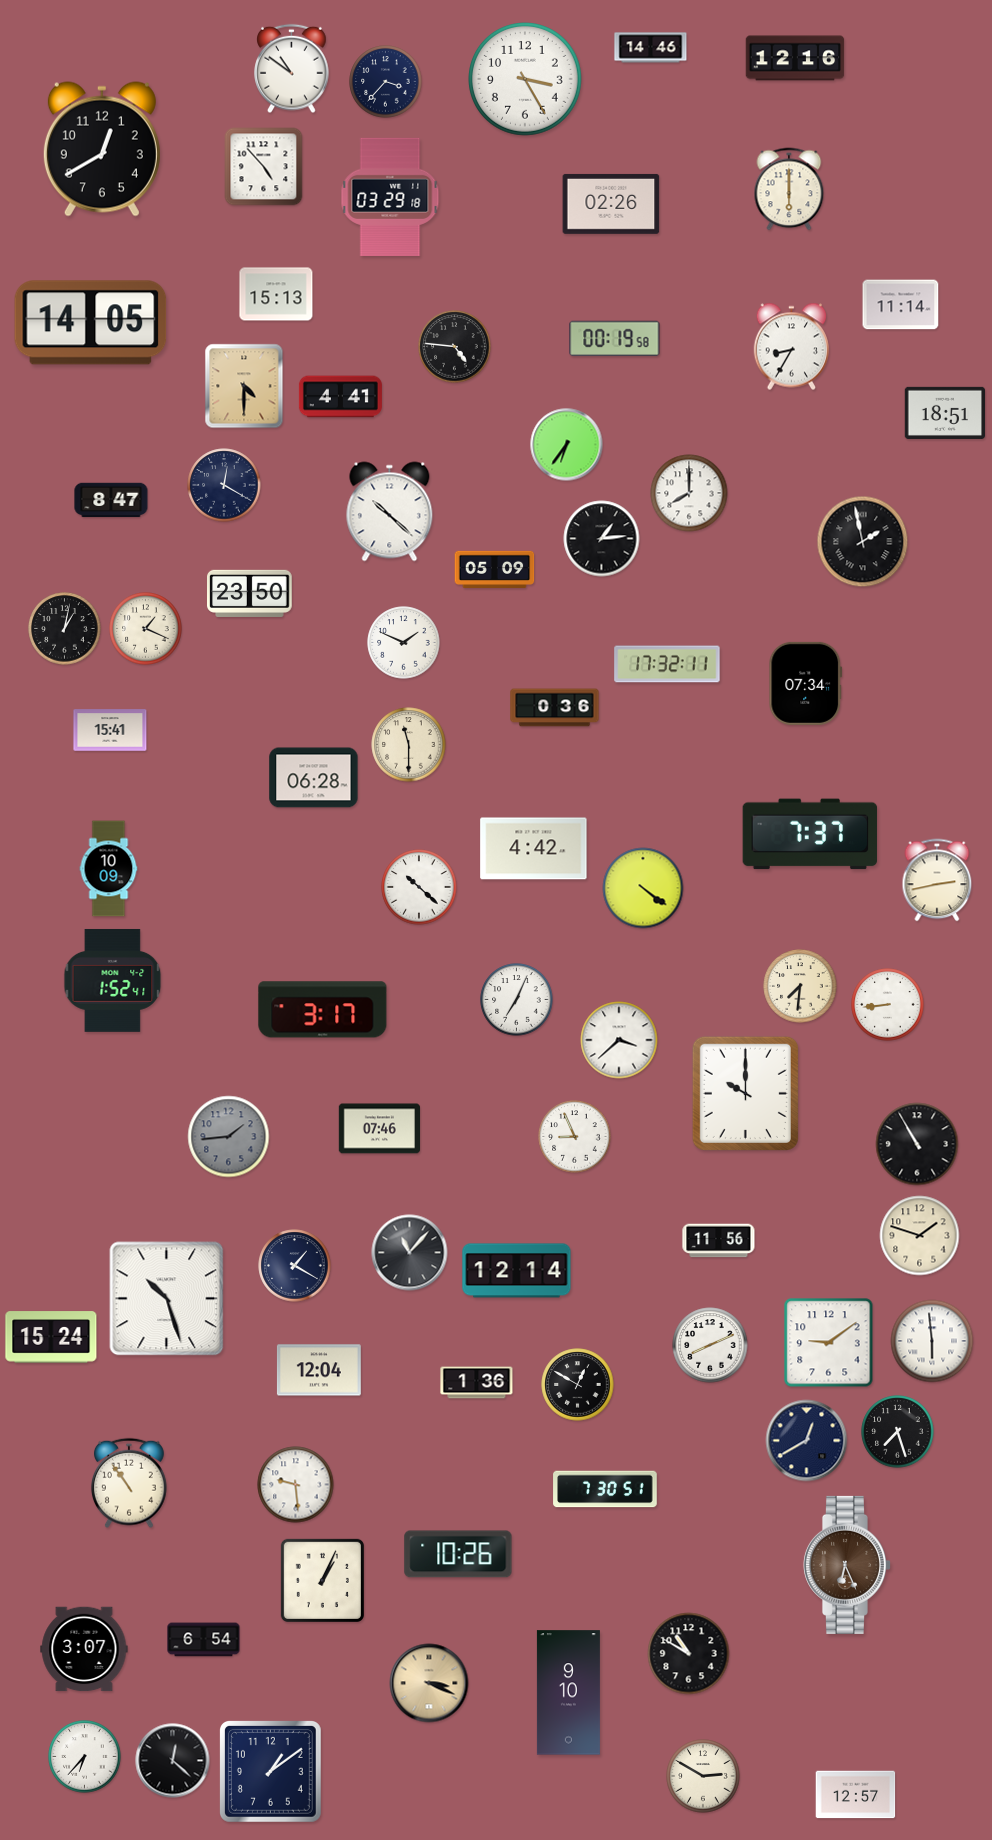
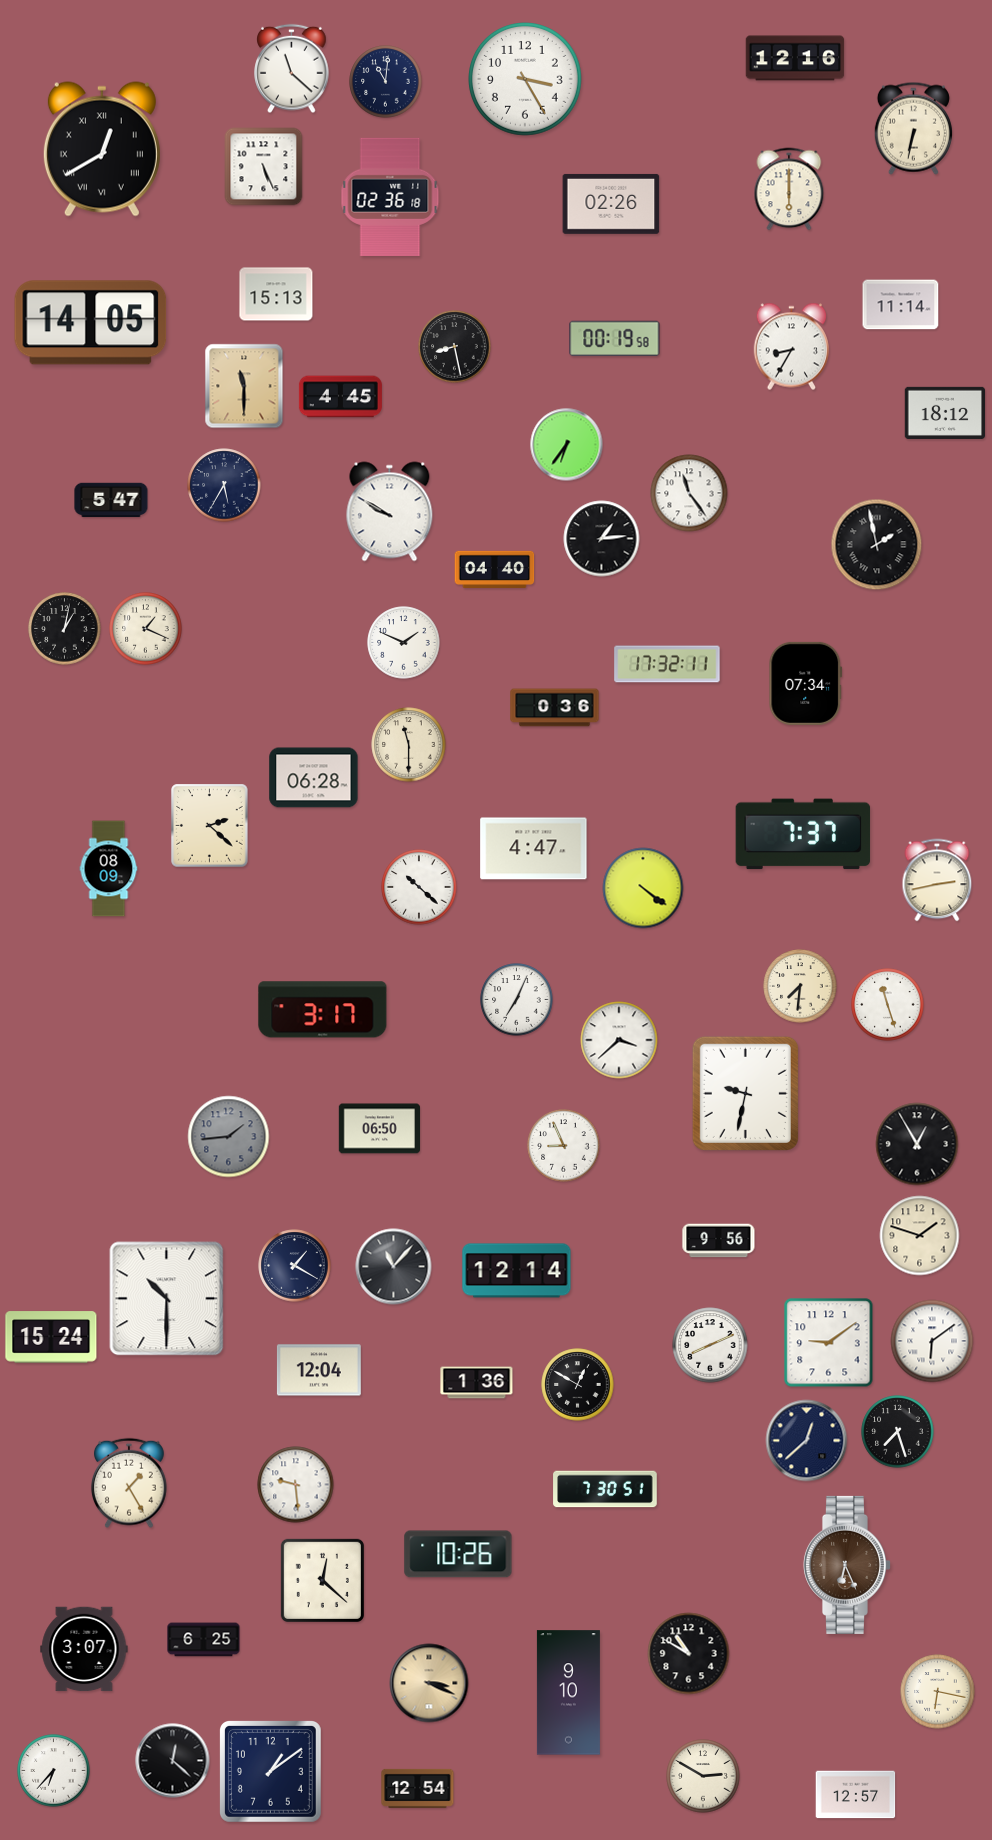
clock at (651, 48): 14:46 -> none
clock at (292, 69): 10:51 -> 11:22
clock at (386, 82): 3:37 -> 11:01
clock at (913, 128): none -> 6:32
clock at (102, 149) numerals: Arabic -> Roman
clock at (264, 167): 4:53 -> 5:26
clock at (390, 197): 03:29 -> 02:36
clock at (455, 347): 4:46 -> 8:28
clock at (244, 386): 4:30 -> 11:30
clock at (340, 397): 4:41 -> 4:45
clock at (945, 413): 18:51 -> 18:12
clock at (224, 485): 12:20 -> 5:35
clock at (689, 493): 8:00 -> 11:24
clock at (111, 500): 8:47 -> 5:47
clock at (390, 512): 10:22 -> 9:50
clock at (863, 542) position: (863, 542) -> (877, 545)
clock at (495, 569): 05:09 -> 04:40
clock at (250, 593): 23:50 -> none
clock at (110, 730): 15:41 -> none
clock at (210, 826): none -> 2:22
clock at (810, 834) position: (810, 834) -> (803, 834)
clock at (534, 849): 4:42 -> 4:47
clock at (109, 869): 10:09 -> 08:09
clock at (113, 981): 1:52 -> none
clock at (888, 1005): 8:44 -> 11:27
clock at (745, 1093): 10:00 -> 9:32
clock at (379, 1129): 07:46 -> 06:50
clock at (575, 1137) position: (575, 1137) -> (564, 1146)
clock at (917, 1144): 10:55 -> 12:55
clock at (719, 1241): 11:56 -> 9:56
clock at (410, 1253) position: (410, 1253) -> (394, 1267)
clock at (167, 1299): 10:27 -> 10:30
clock at (932, 1341): 5:59 -> 6:09
clock at (807, 1441): 12:40 -> 12:38
clock at (129, 1483): 10:54 -> 1:25
clock at (322, 1580): 1:04 -> 12:22
clock at (204, 1640): 6:54 -> 6:25
clock at (938, 1692): none -> 6:17
clock at (85, 1757) position: (85, 1757) -> (54, 1771)
clock at (418, 1788): none -> 12:54
